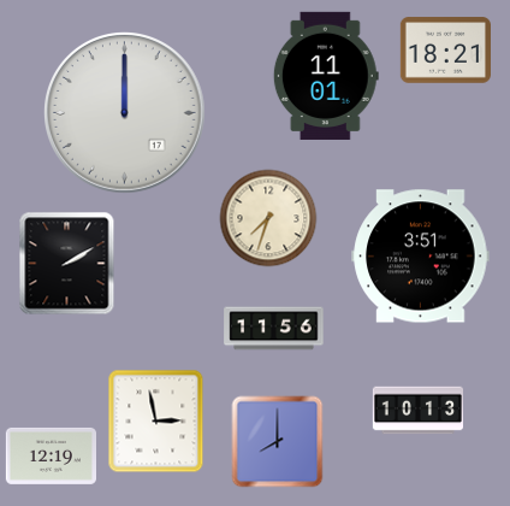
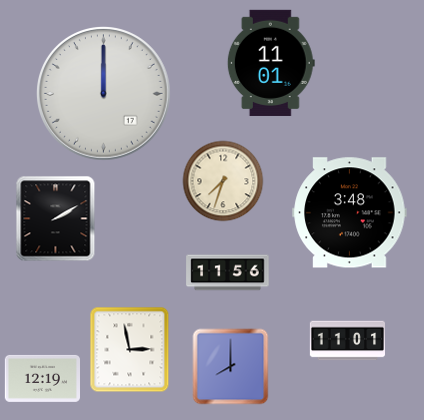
clock at (445, 51): 18:21 -> none
clock at (421, 257): 3:51 -> 3:48
clock at (417, 411): 10:13 -> 11:01
